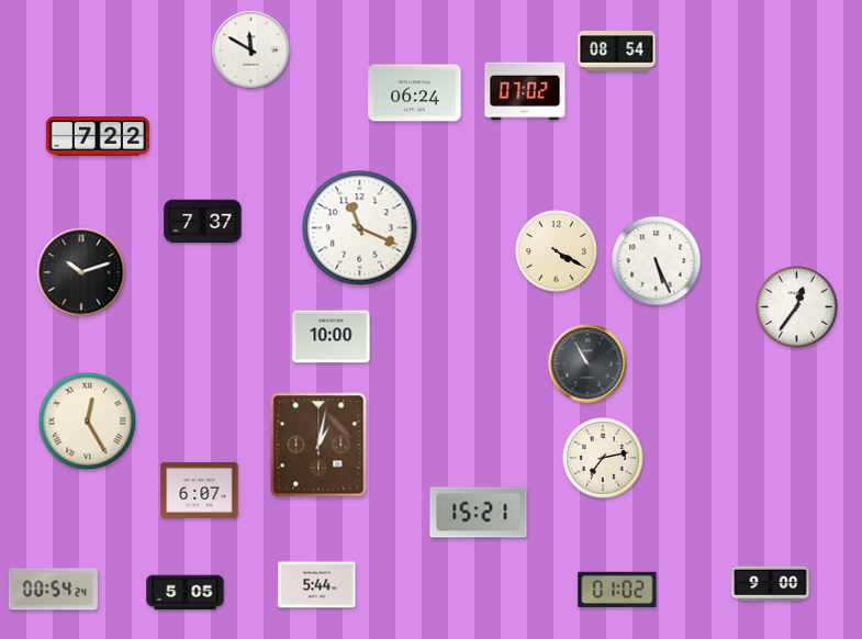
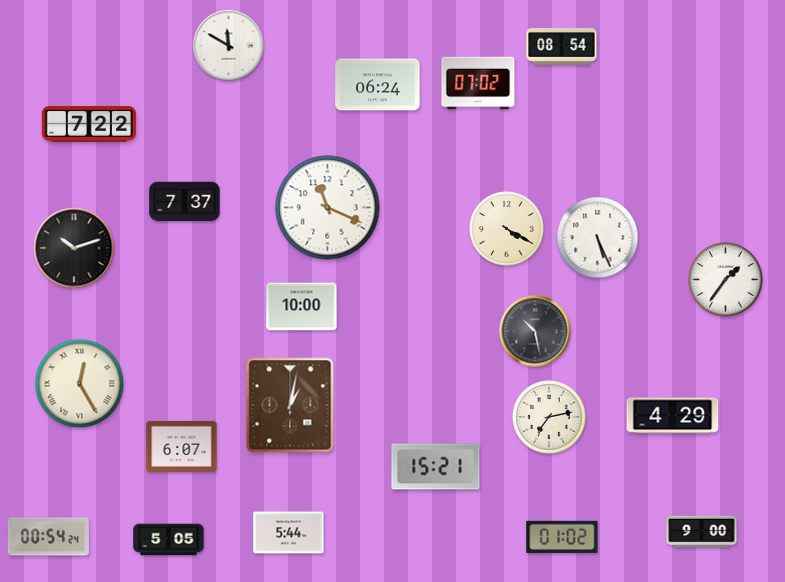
clock at (797, 307): 12:36 -> 1:36
clock at (587, 363): 10:55 -> 10:28
clock at (673, 416): none -> 4:29
